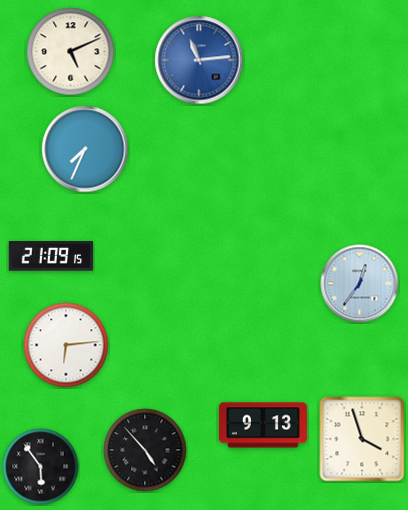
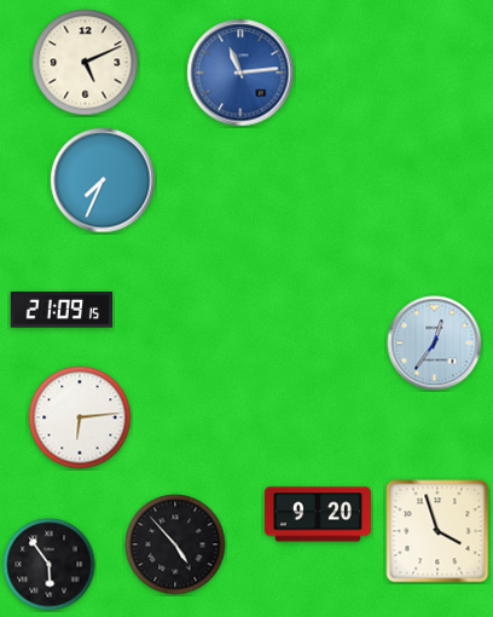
clock at (263, 425): 9:13 -> 9:20
